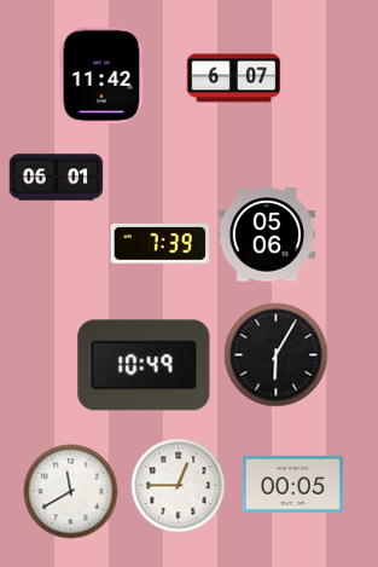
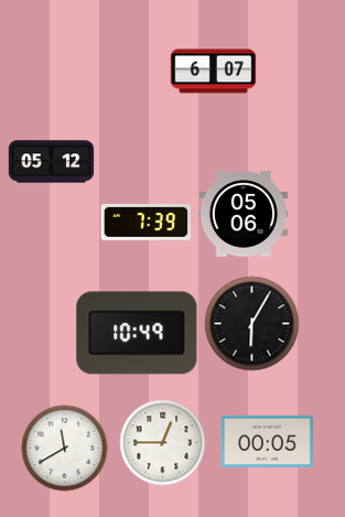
clock at (101, 75): 11:42 -> none
clock at (56, 178): 06:01 -> 05:12
clock at (144, 365) position: (144, 365) -> (137, 333)
